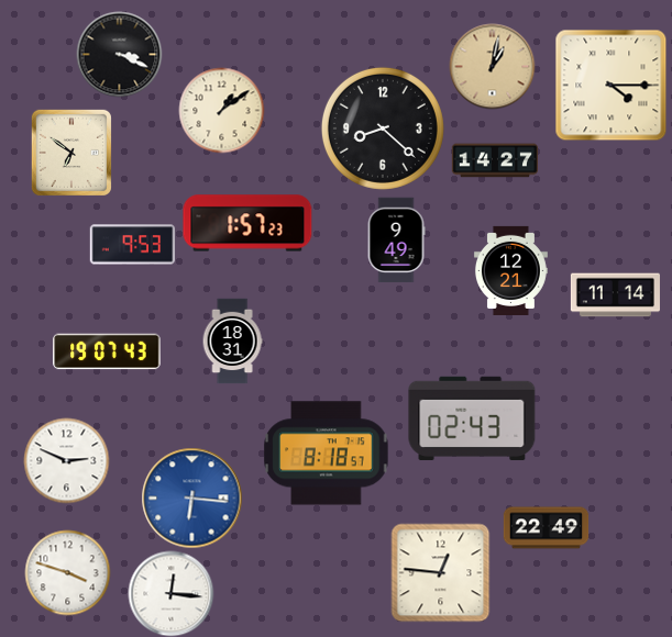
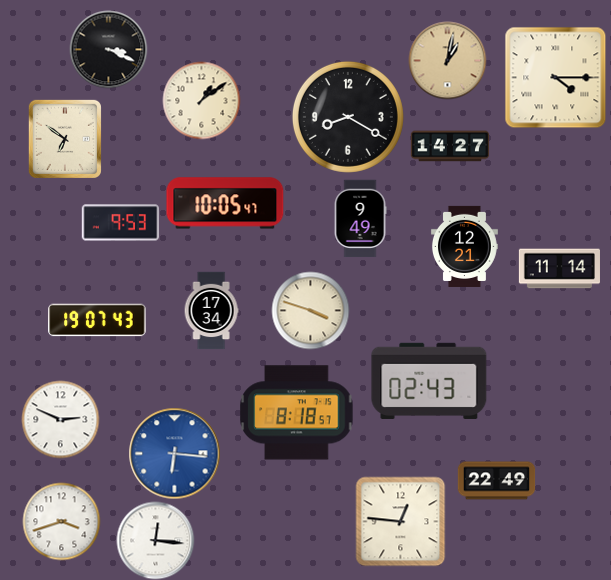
clock at (383, 128): 8:22 -> 8:20
clock at (247, 223): 1:57 -> 10:05
clock at (232, 340): 18:31 -> 17:34
clock at (310, 310): none -> 3:48
clock at (67, 572): 3:48 -> 3:42
